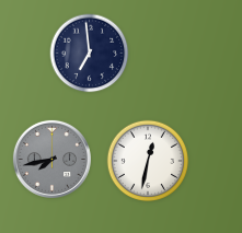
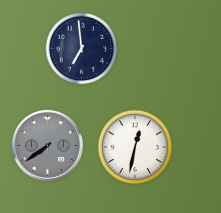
clock at (51, 159): 7:43 -> 7:39
